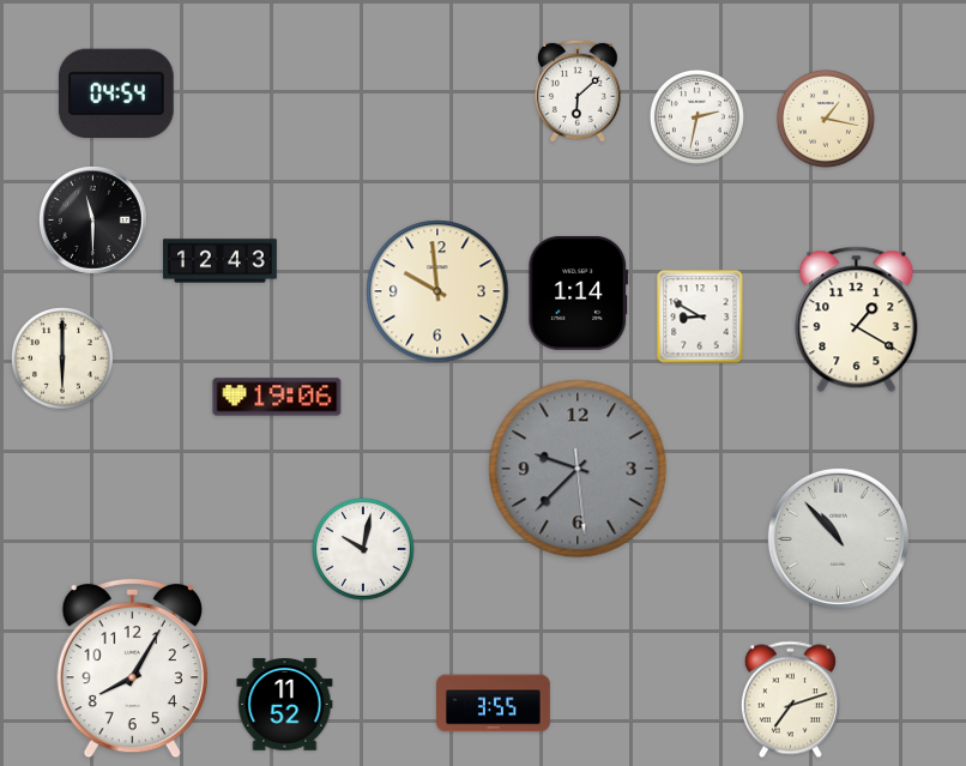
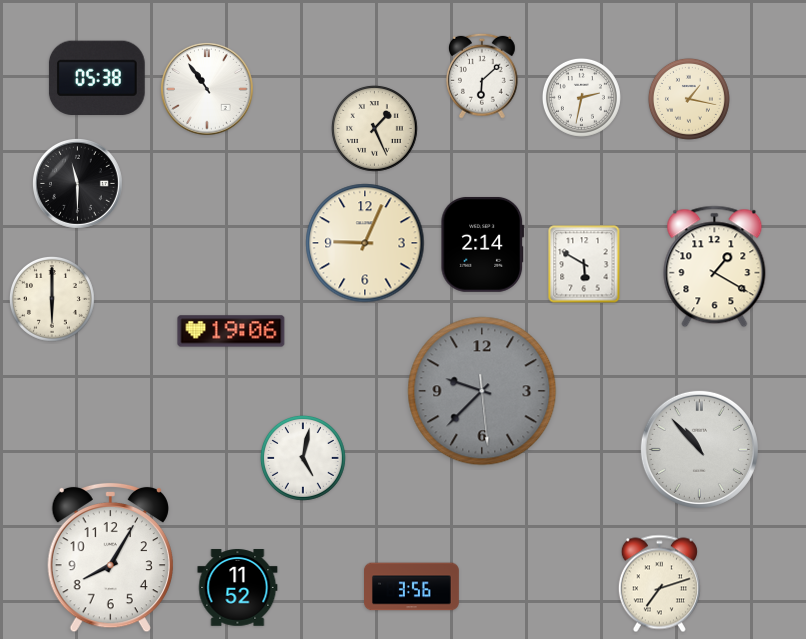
clock at (116, 92): 04:54 -> 05:38
clock at (207, 89): none -> 10:54
clock at (374, 128): none -> 1:26
clock at (221, 261): 12:43 -> none
clock at (437, 291): 9:59 -> 9:04
clock at (579, 292): 1:14 -> 2:14
clock at (700, 316): 8:50 -> 5:50
clock at (363, 549): 10:02 -> 5:02
clock at (494, 704): 3:55 -> 3:56
